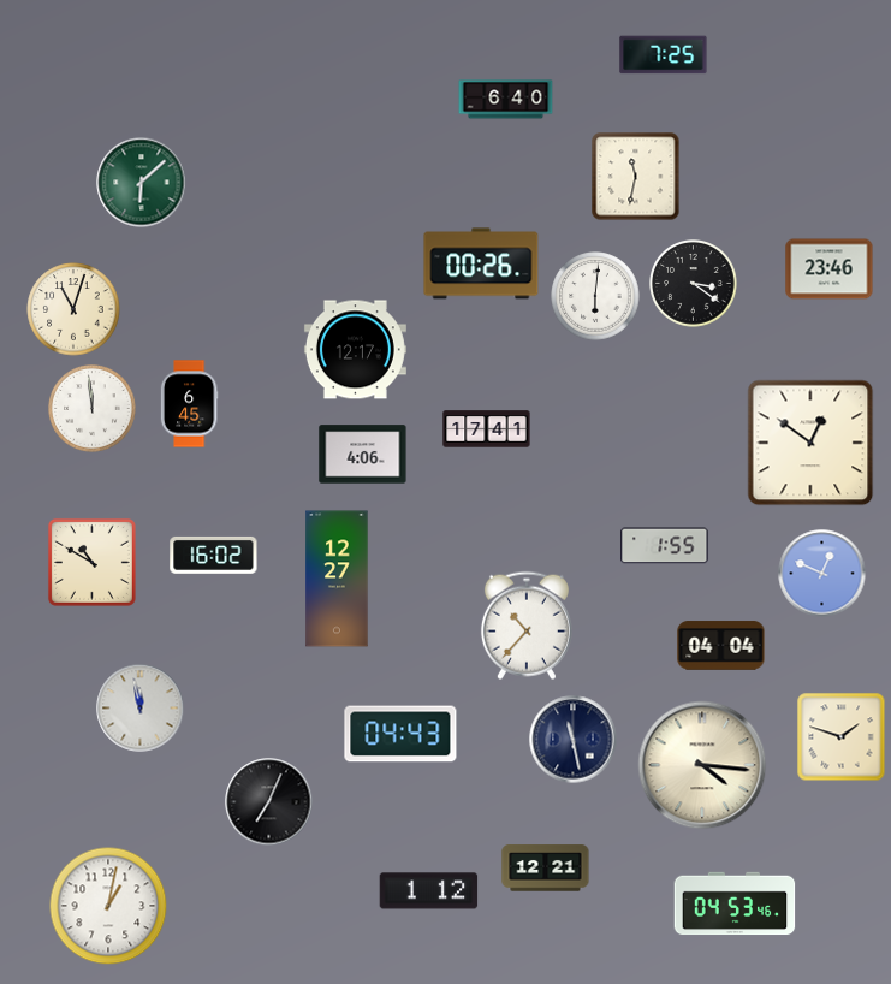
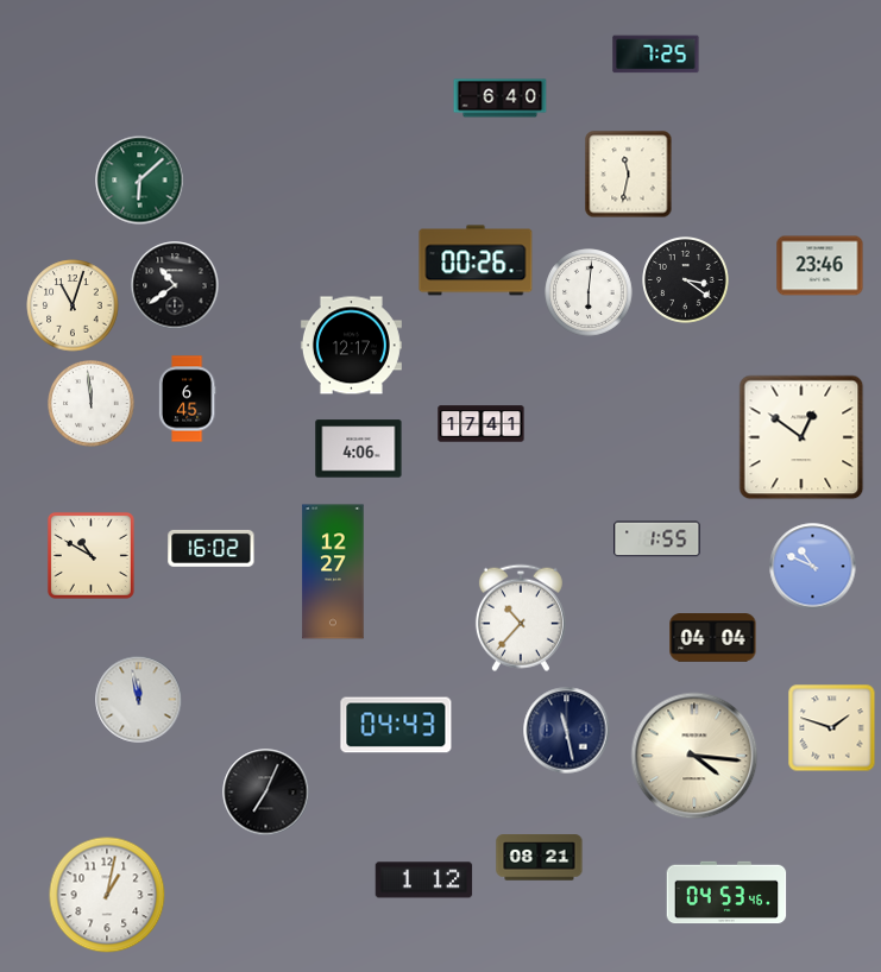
clock at (175, 285): none -> 10:39
clock at (822, 574): 12:49 -> 10:49
clock at (546, 869): 12:21 -> 08:21
